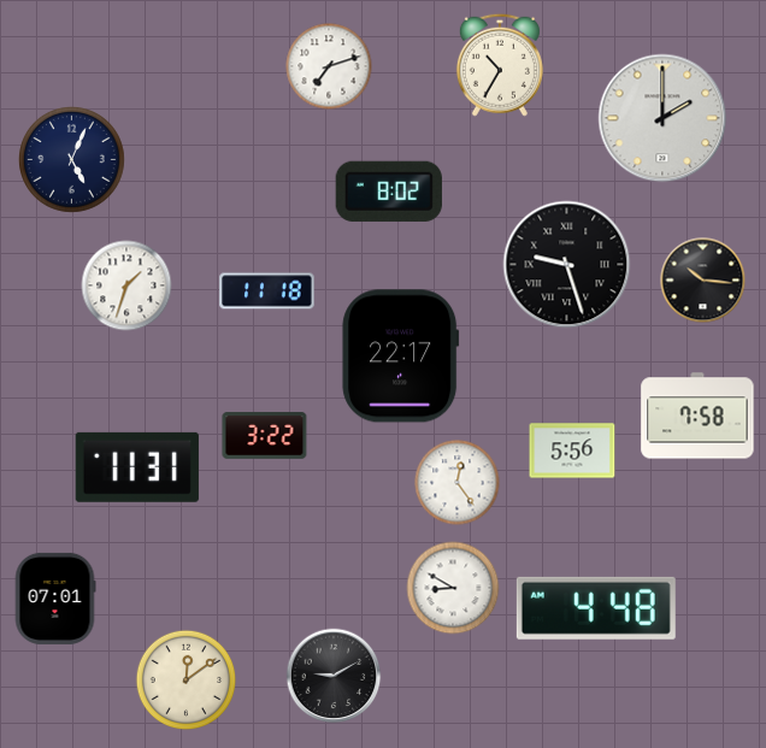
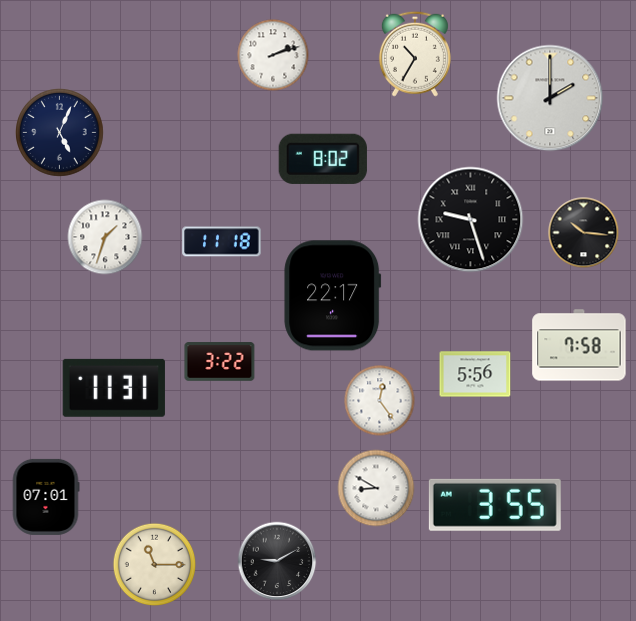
clock at (329, 66): 7:12 -> 2:12
clock at (596, 608): 4:48 -> 3:55
clock at (187, 681): 12:09 -> 11:15
